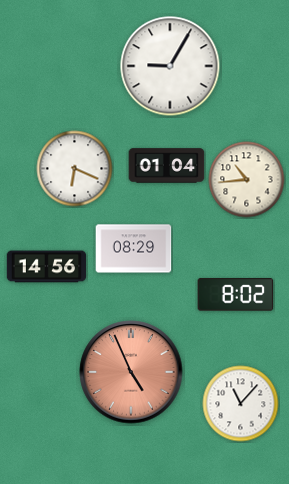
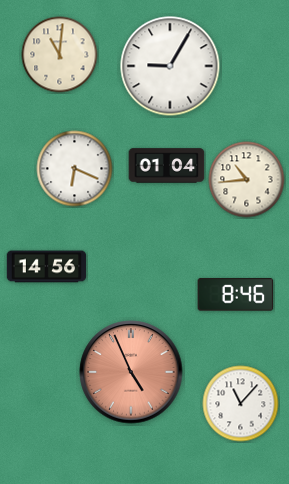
clock at (60, 55): none -> 11:01
clock at (134, 249): 08:29 -> none
clock at (236, 295): 8:02 -> 8:46
